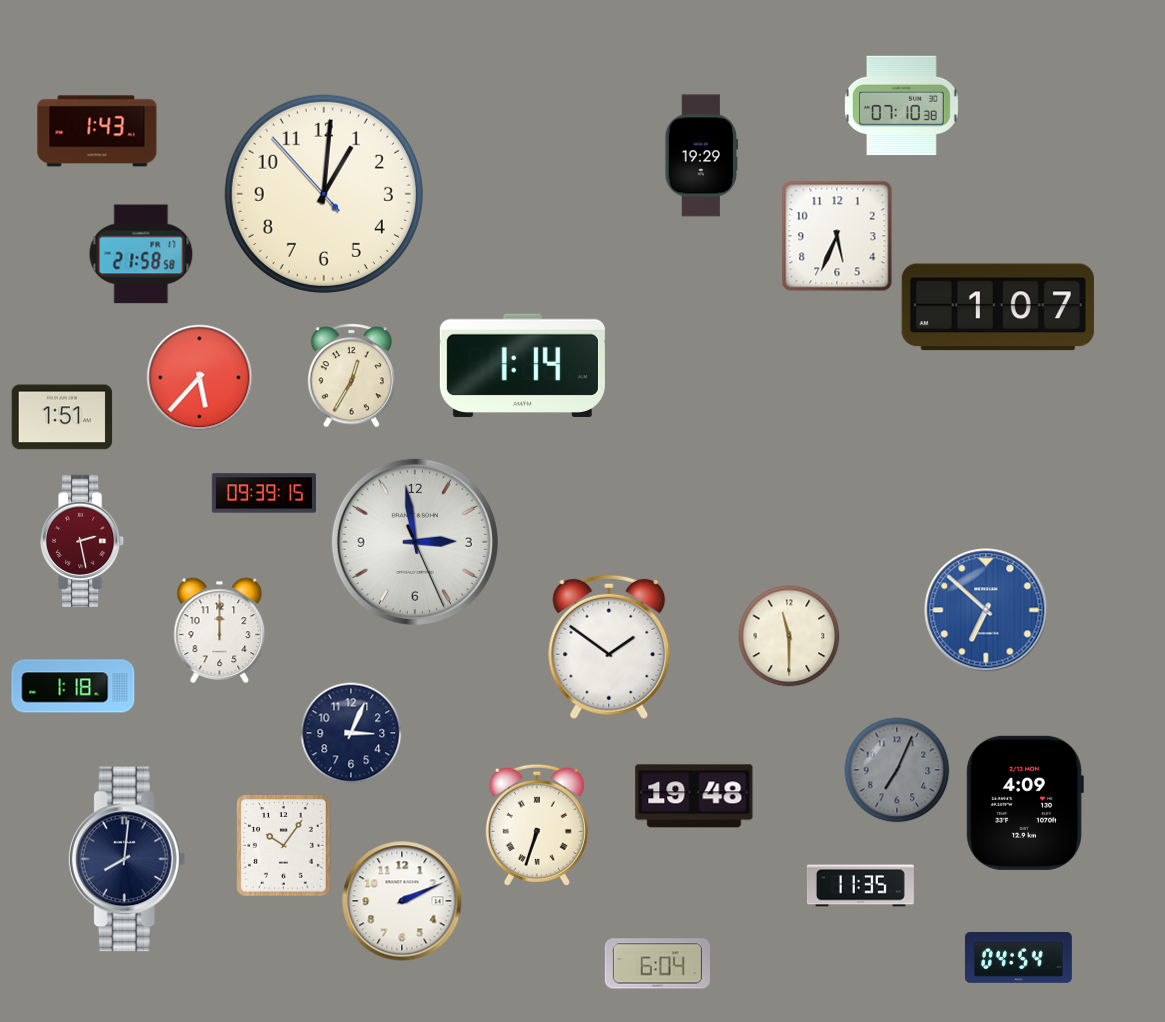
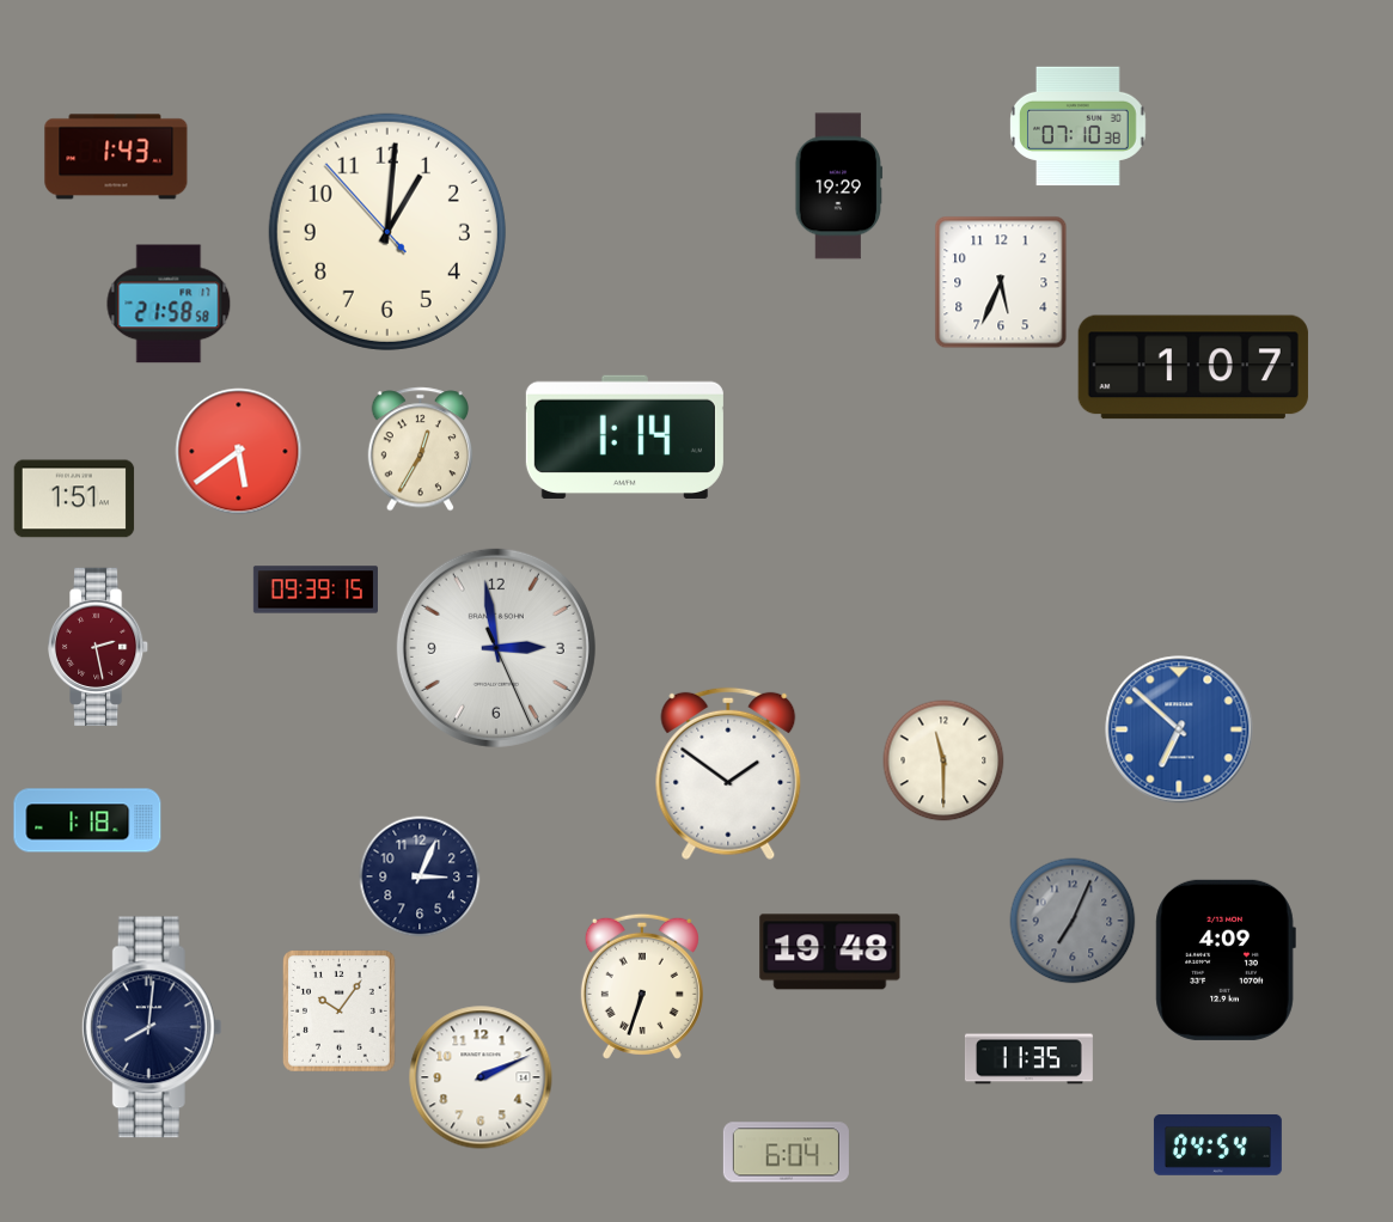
clock at (200, 378): 5:37 -> 5:39
clock at (220, 630): 12:00 -> none
